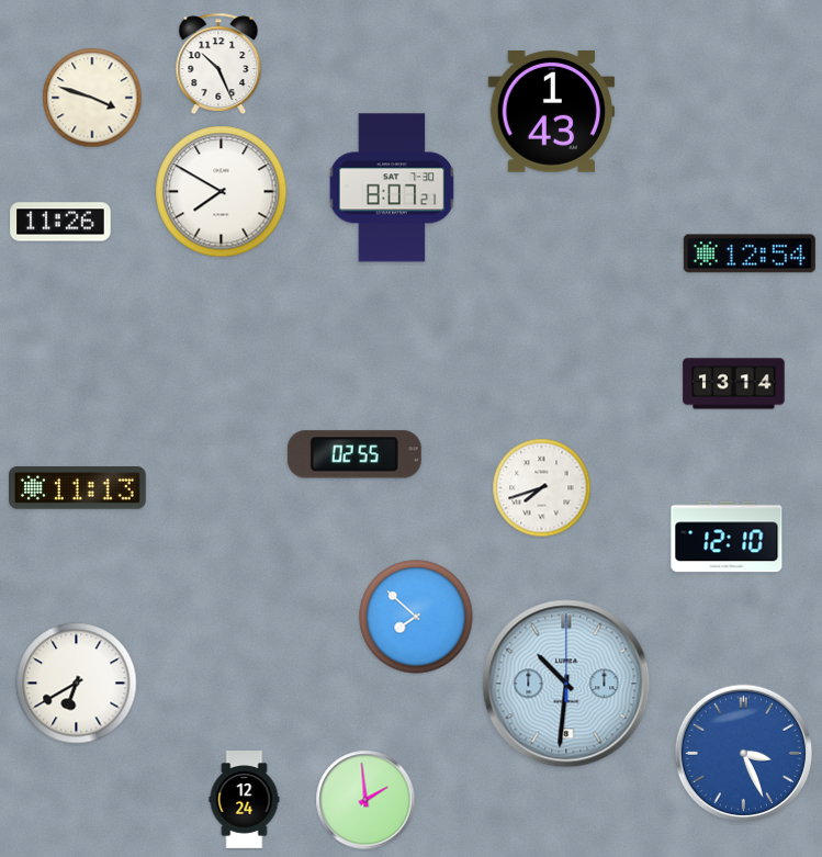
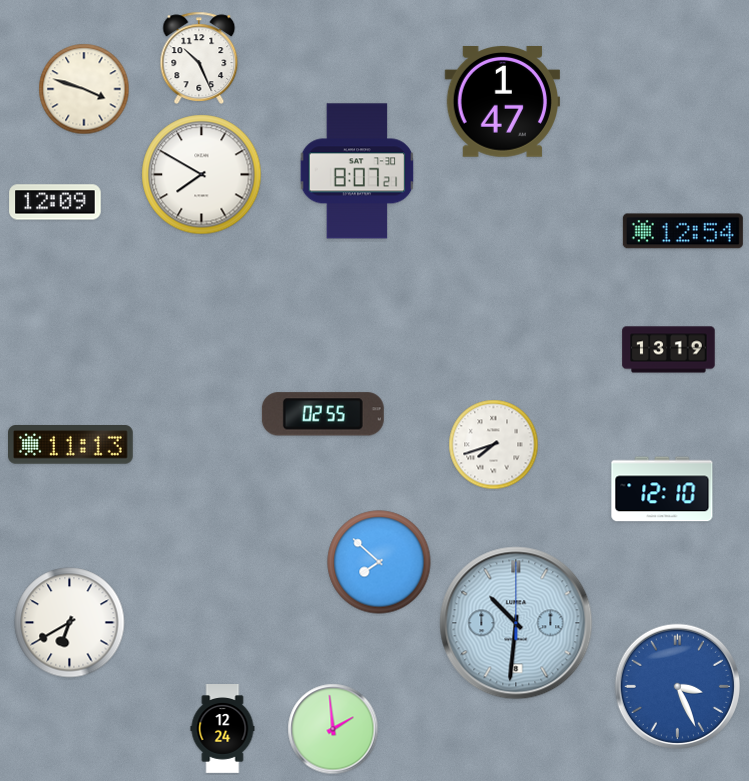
clock at (551, 112): 1:43 -> 1:47
clock at (60, 222): 11:26 -> 12:09
clock at (734, 384): 13:14 -> 13:19
